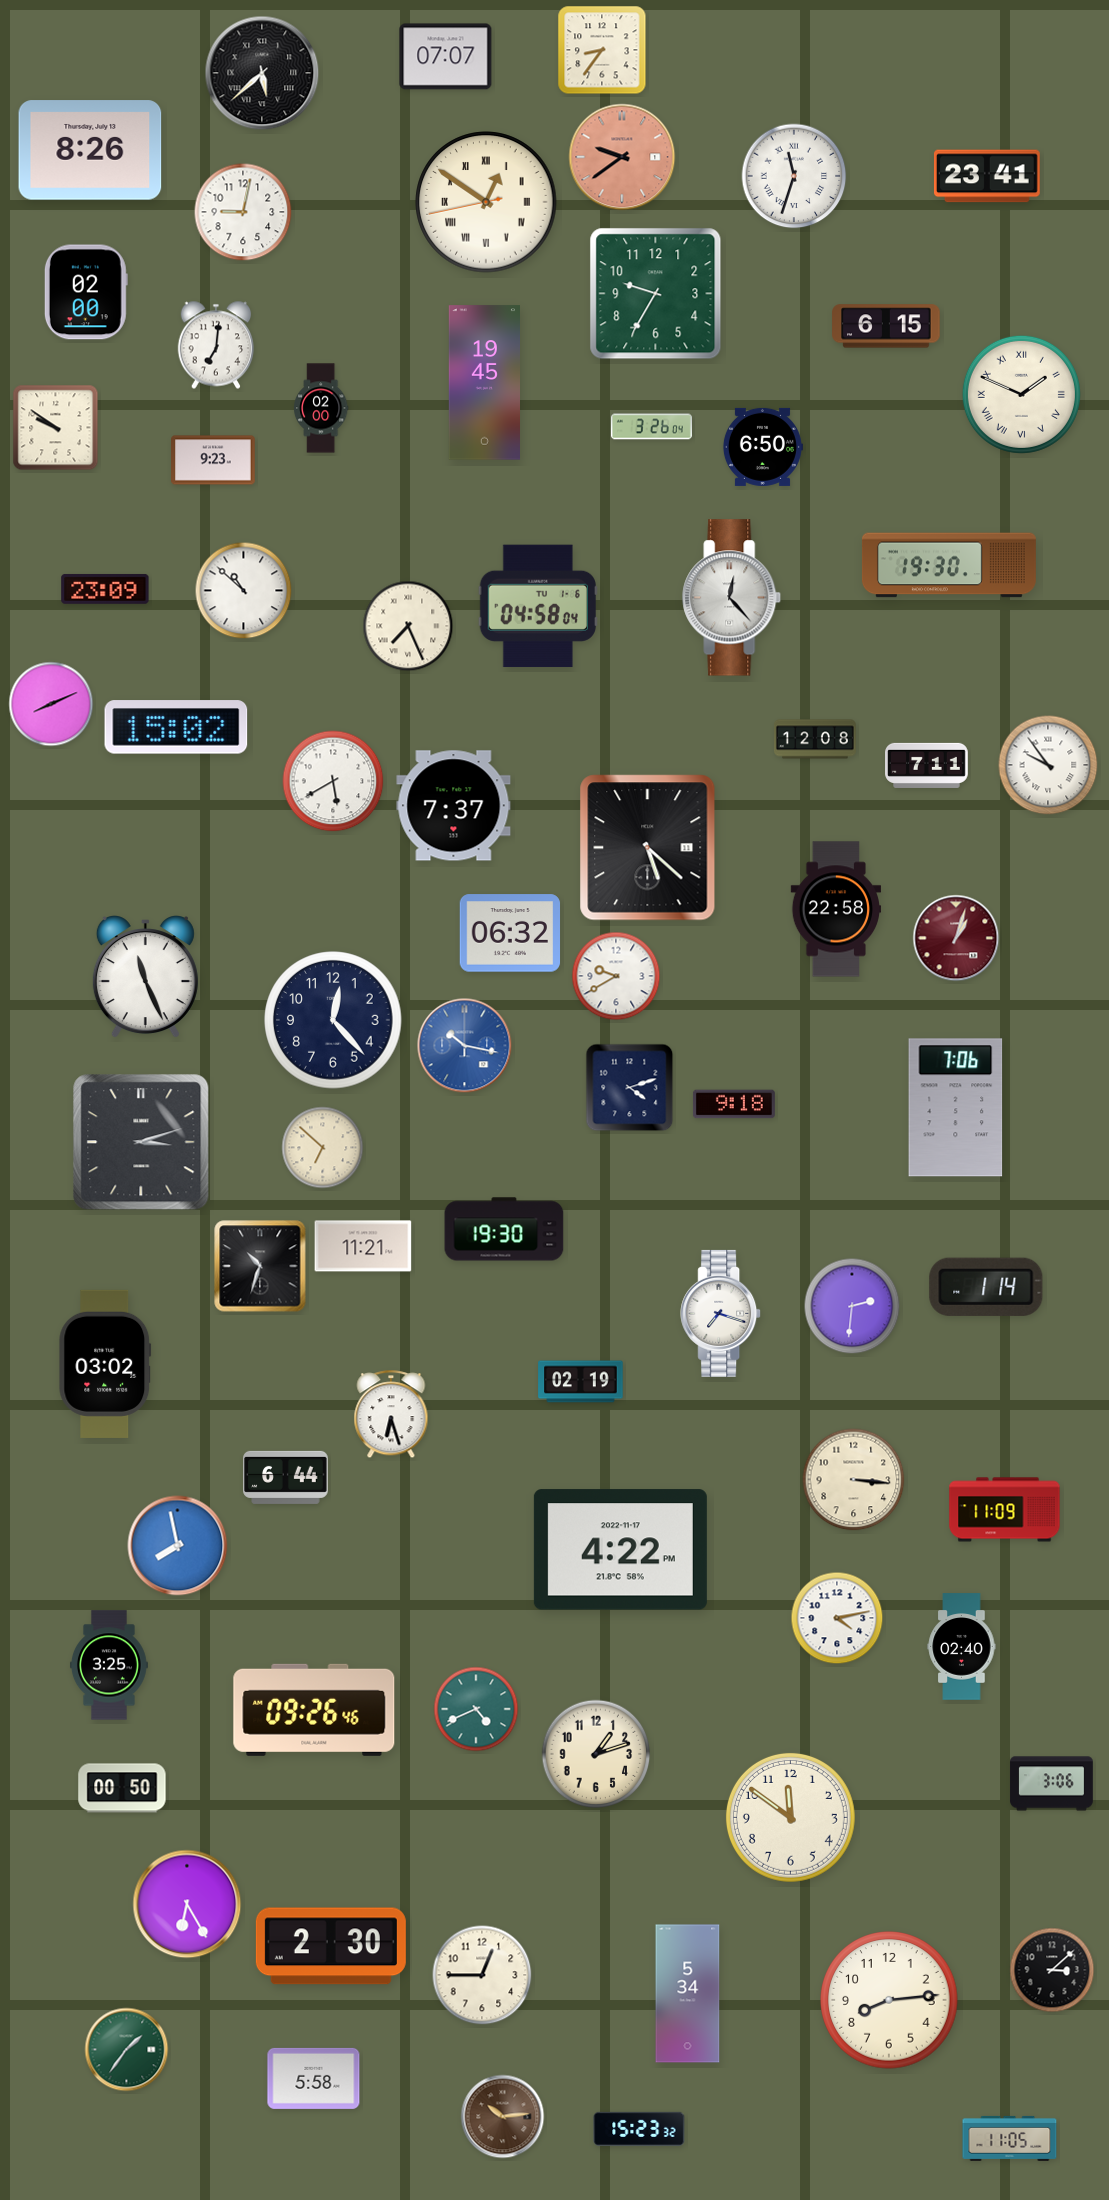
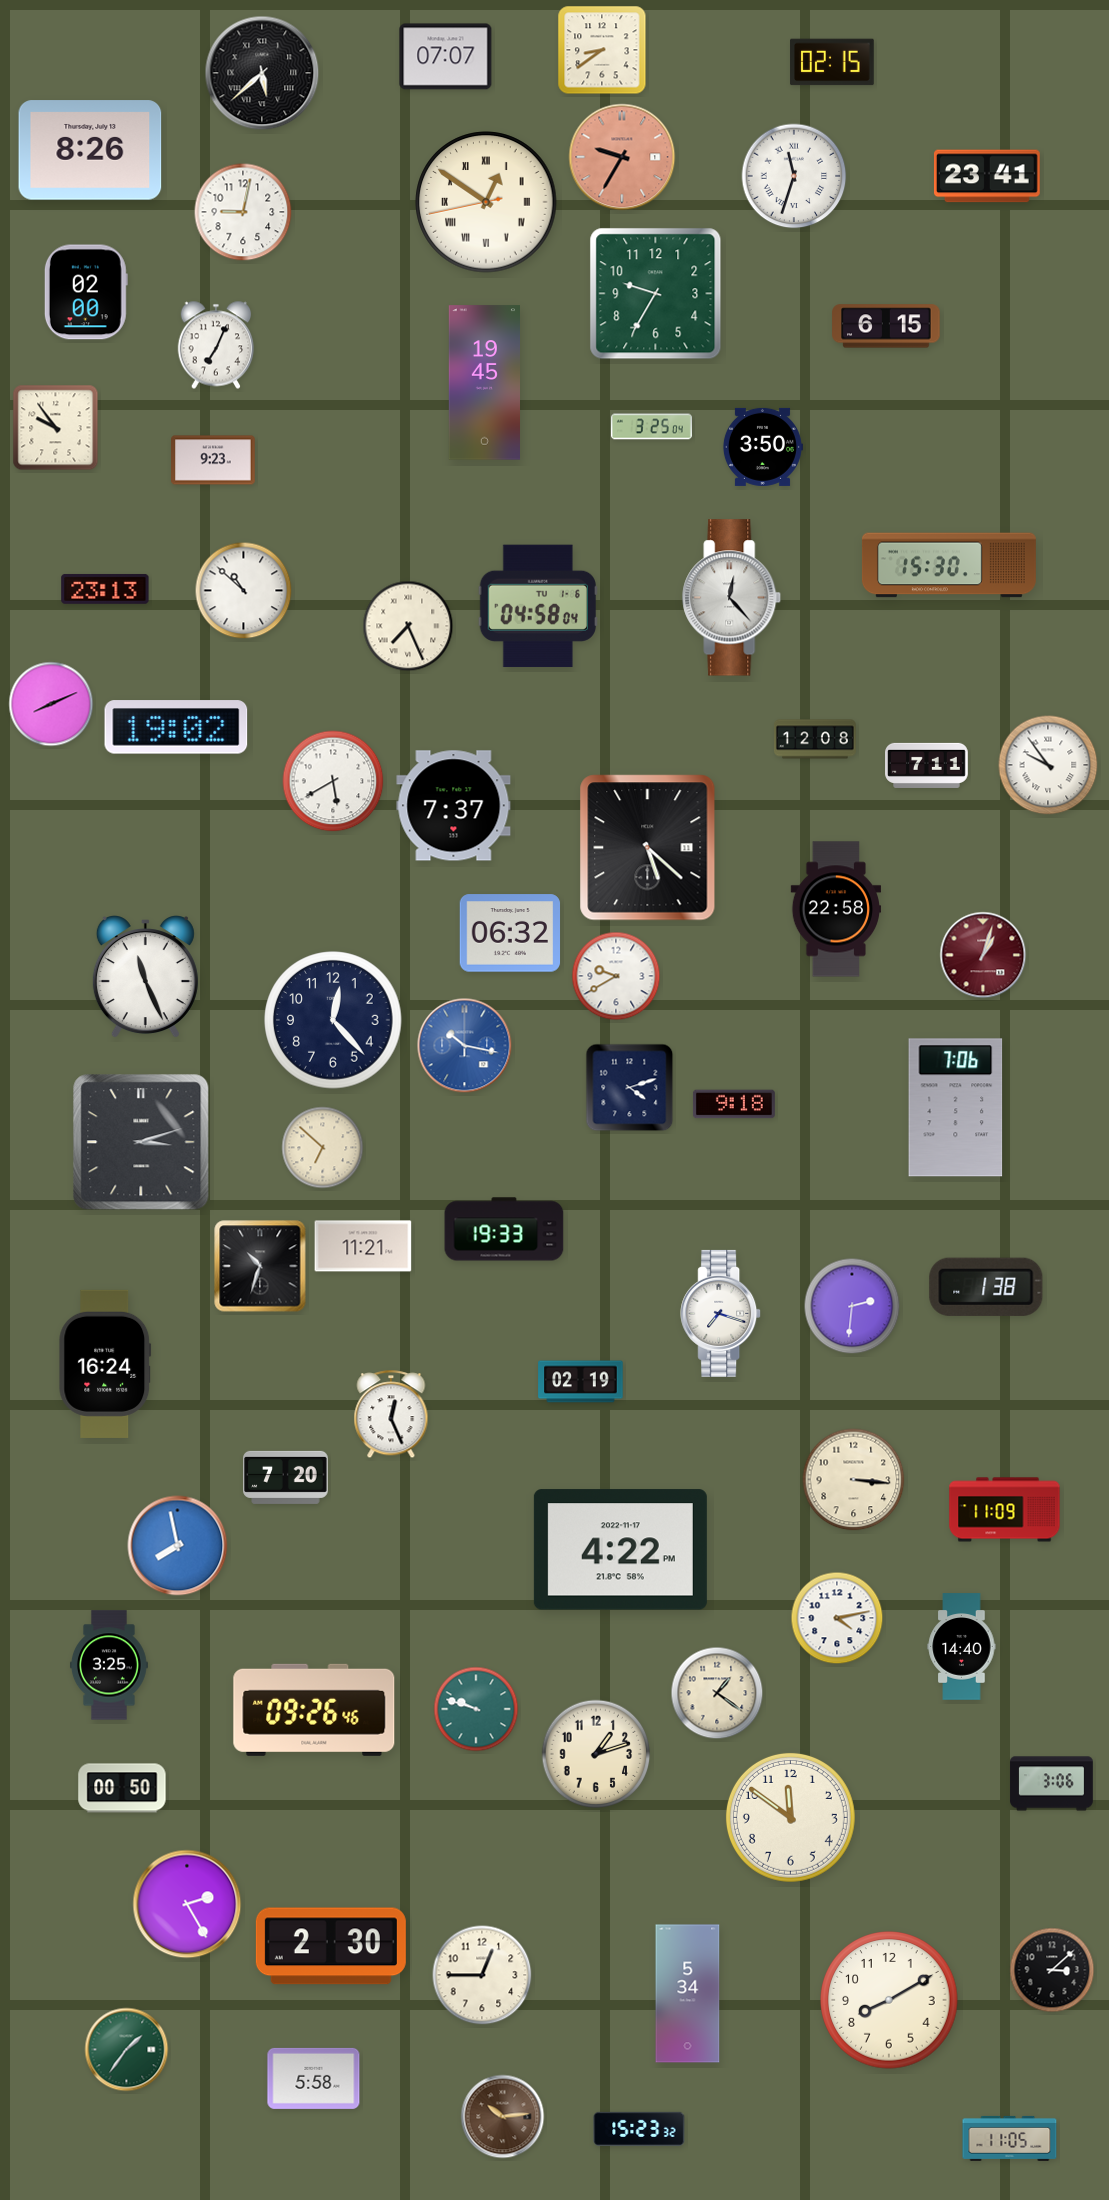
clock at (602, 50): 8:36 -> 8:39
clock at (832, 62): none -> 02:15
clock at (622, 157): 9:39 -> 9:35
clock at (216, 345): 7:01 -> 7:04
clock at (1021, 394): 1:49 -> none
clock at (321, 408): 02:00 -> none
clock at (651, 427): 3:26 -> 3:25
clock at (56, 428): 9:51 -> 9:54
clock at (762, 447): 6:50 -> 3:50
clock at (949, 565): 19:30 -> 15:30
clock at (105, 589): 23:09 -> 23:13
clock at (176, 727): 15:02 -> 19:02
clock at (956, 938) position: (956, 938) -> (983, 955)
clock at (504, 1229): 19:30 -> 19:33
clock at (986, 1287): 1:14 -> 1:38
clock at (105, 1364): 03:02 -> 16:24
clock at (391, 1415): 6:27 -> 12:26
clock at (286, 1477): 6:44 -> 7:20
clock at (962, 1647): 02:40 -> 14:40
clock at (717, 1693): none -> 1:21
clock at (476, 1709): 4:41 -> 9:48
clock at (187, 1904): 6:25 -> 2:25
clock at (889, 2000): 8:14 -> 8:10
